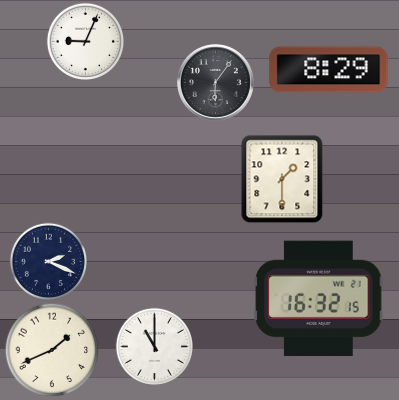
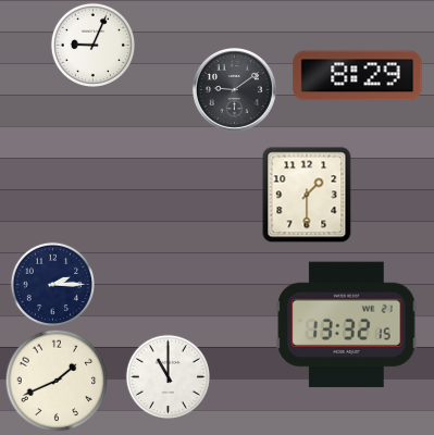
clock at (215, 82): 6:06 -> 9:09
clock at (48, 261): 2:19 -> 2:15
clock at (319, 299): 16:32 -> 13:32
